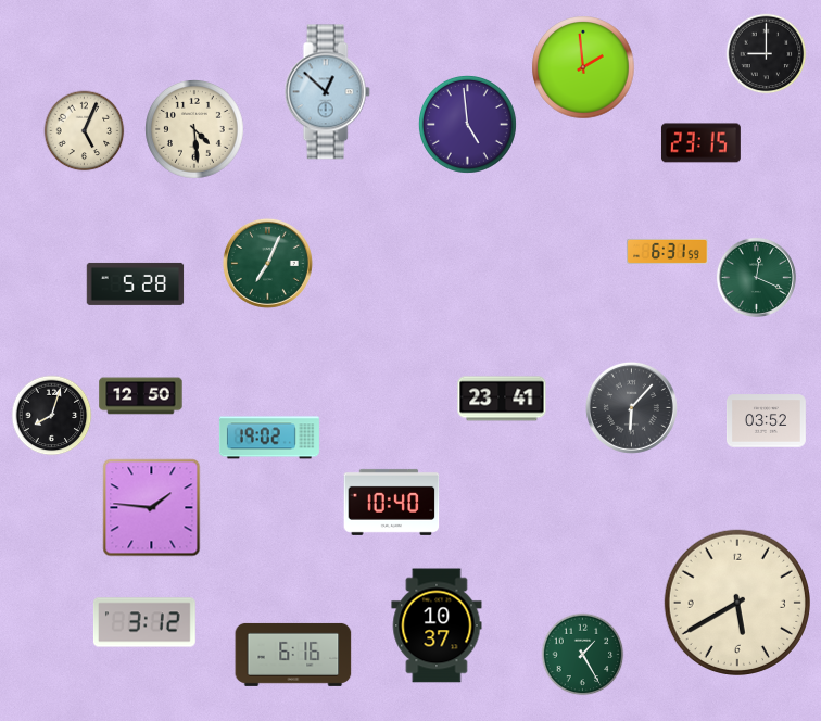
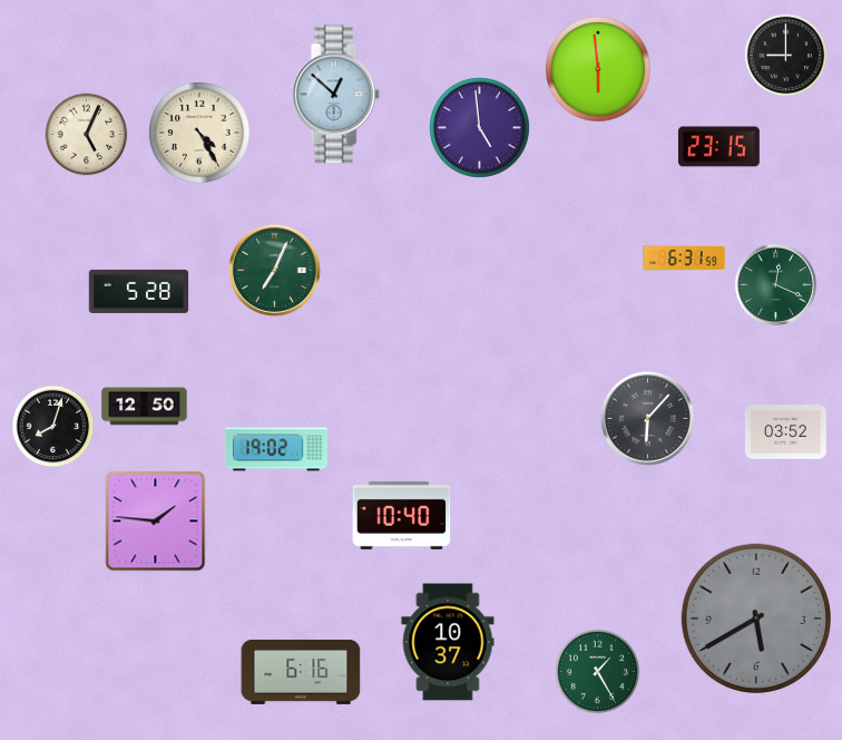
clock at (583, 67): 1:59 -> 5:59
clock at (195, 130): 4:29 -> 4:25
clock at (502, 399): 23:41 -> none
clock at (737, 603) dial: cream -> grey
clock at (144, 622): 3:12 -> none
